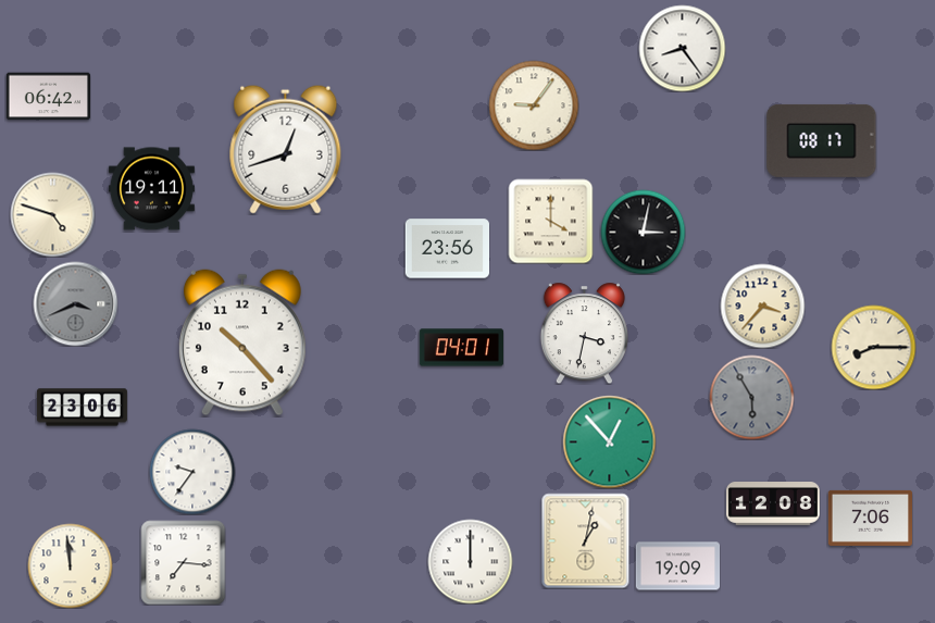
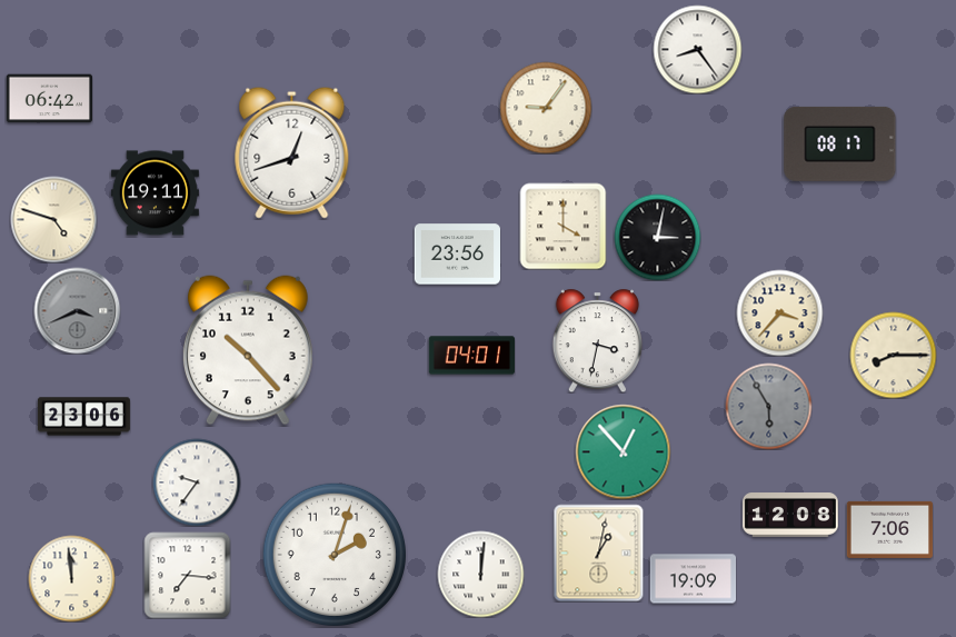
clock at (333, 554): none -> 2:03
clock at (470, 561): 12:00 -> 12:01
